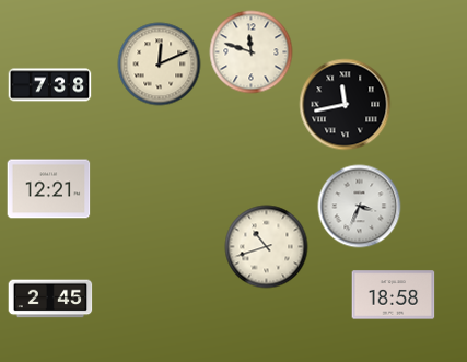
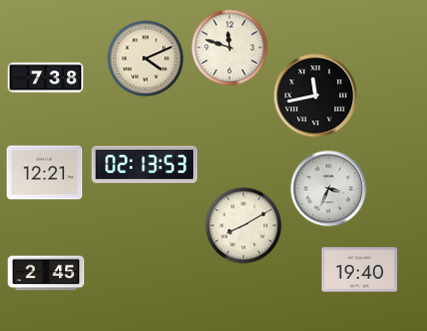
clock at (160, 65): 12:11 -> 4:11
clock at (145, 164): none -> 02:13
clock at (267, 247): 10:42 -> 8:10
clock at (394, 295): 18:58 -> 19:40
